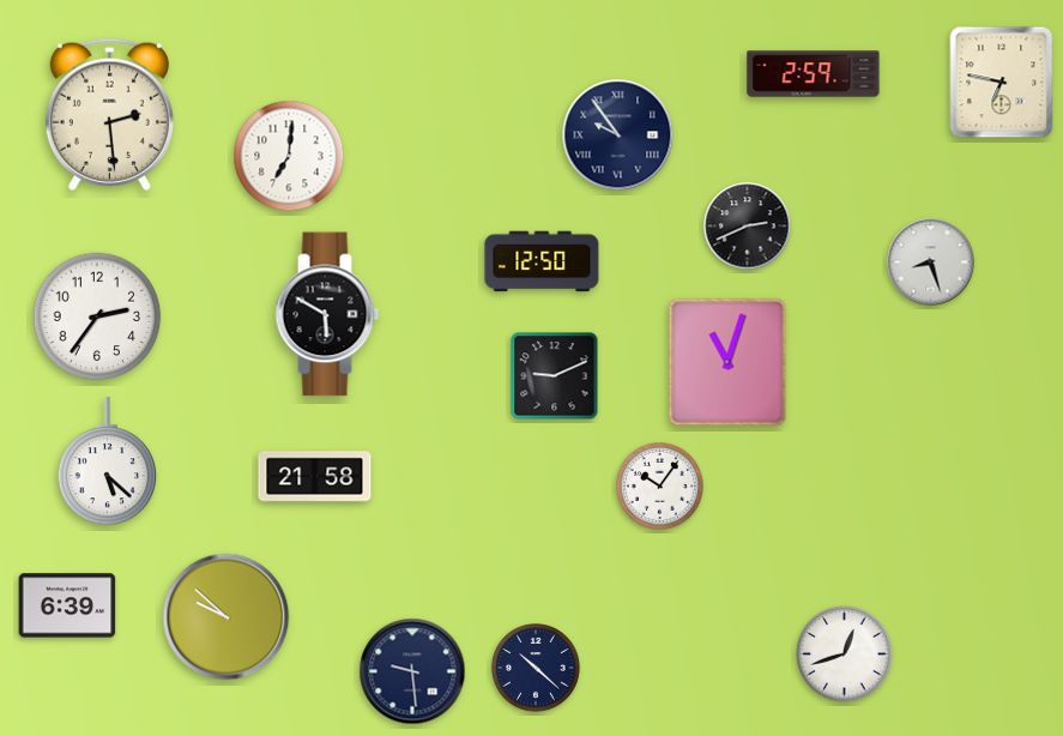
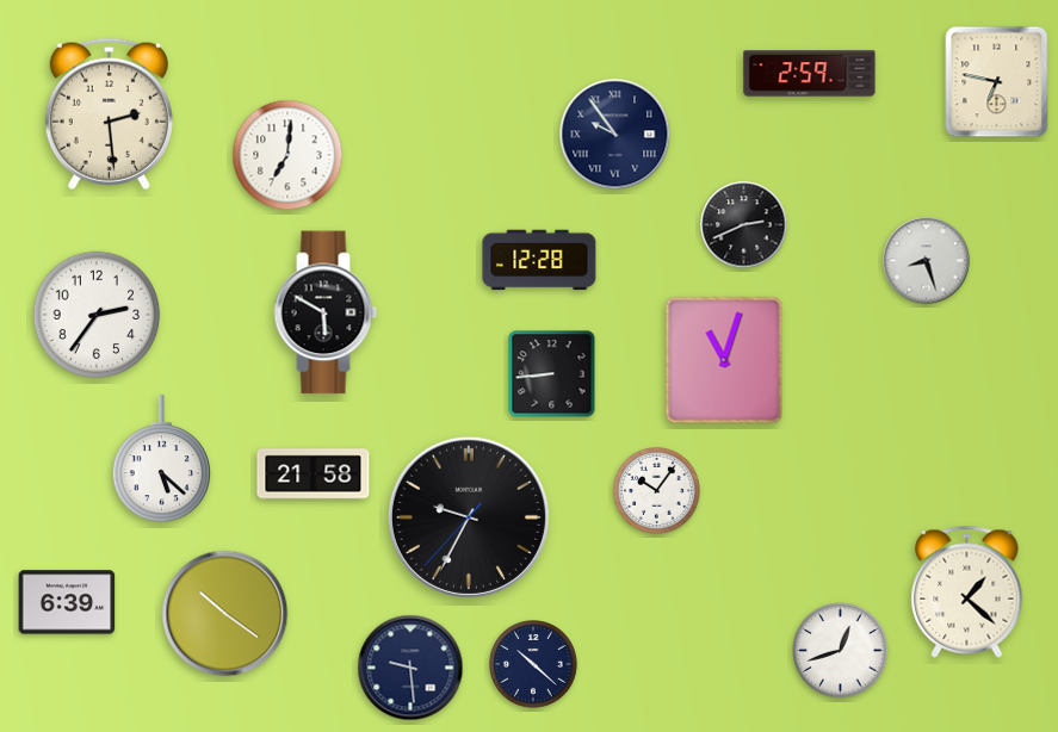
clock at (542, 261): 12:50 -> 12:28
clock at (555, 376): 9:11 -> 8:44
clock at (107, 461) position: (107, 461) -> (161, 459)
clock at (660, 487) position: (660, 487) -> (657, 491)
clock at (469, 517): none -> 9:34
clock at (967, 591): none -> 1:22
clock at (227, 617): 9:52 -> 10:21
